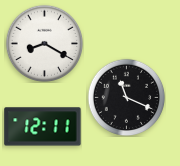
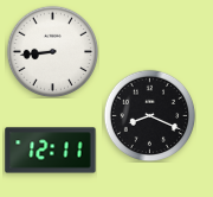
clock at (44, 43): 8:20 -> 8:44
clock at (126, 97): 11:19 -> 8:19
